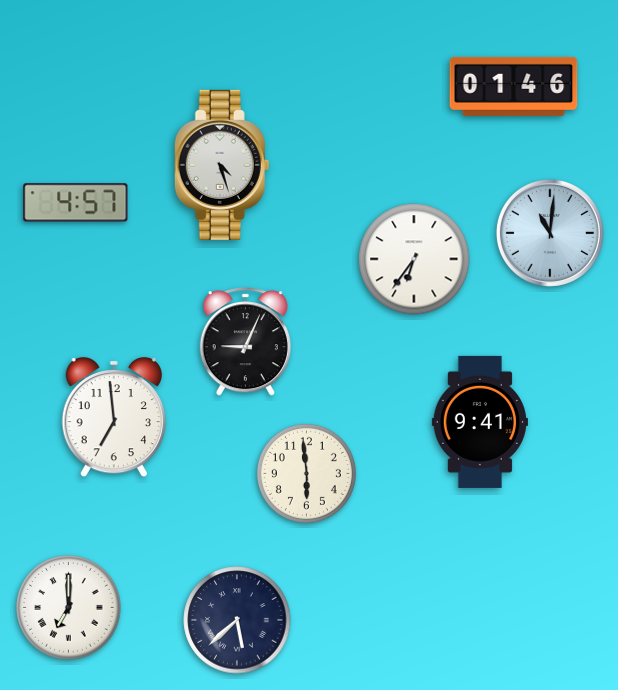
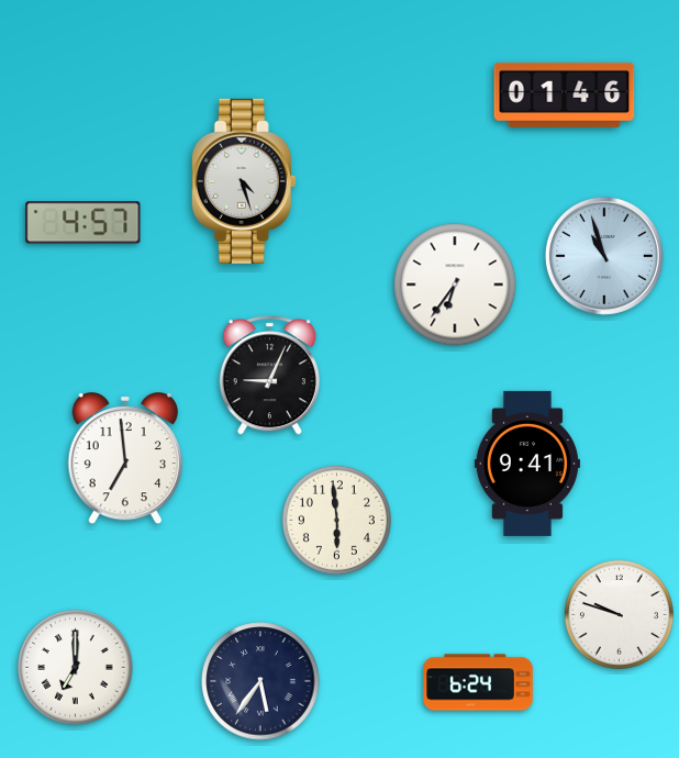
clock at (550, 233): 11:01 -> 10:57
clock at (619, 614): none -> 9:48
clock at (237, 620): 5:38 -> 5:36
clock at (478, 682): none -> 6:24
